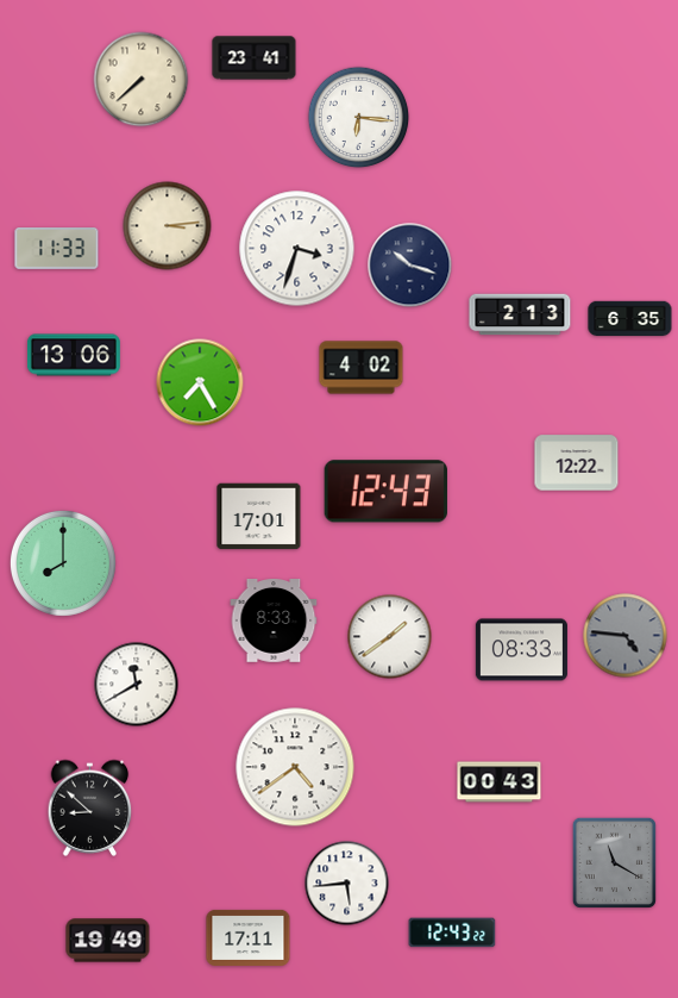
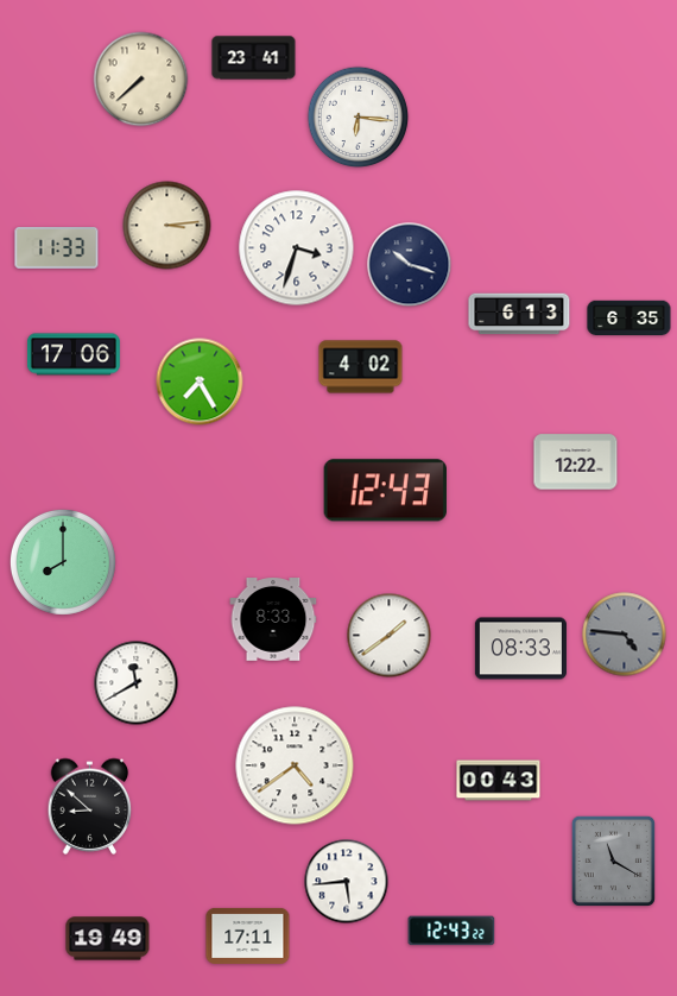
clock at (520, 314): 2:13 -> 6:13
clock at (74, 355): 13:06 -> 17:06
clock at (259, 517): 17:01 -> none
